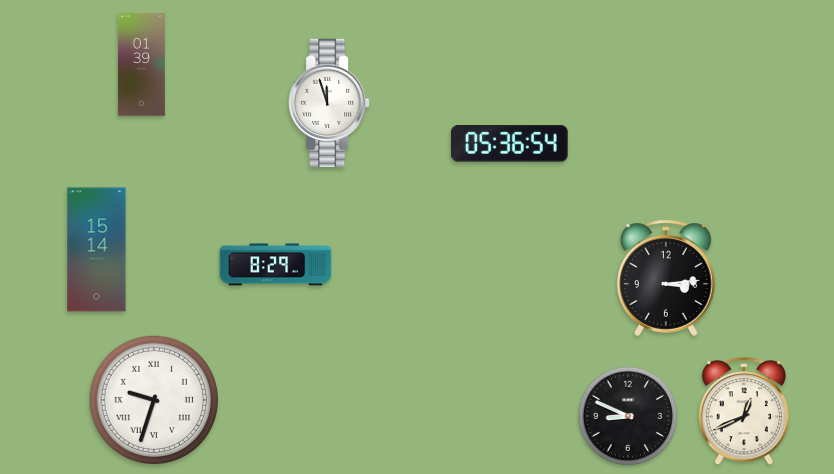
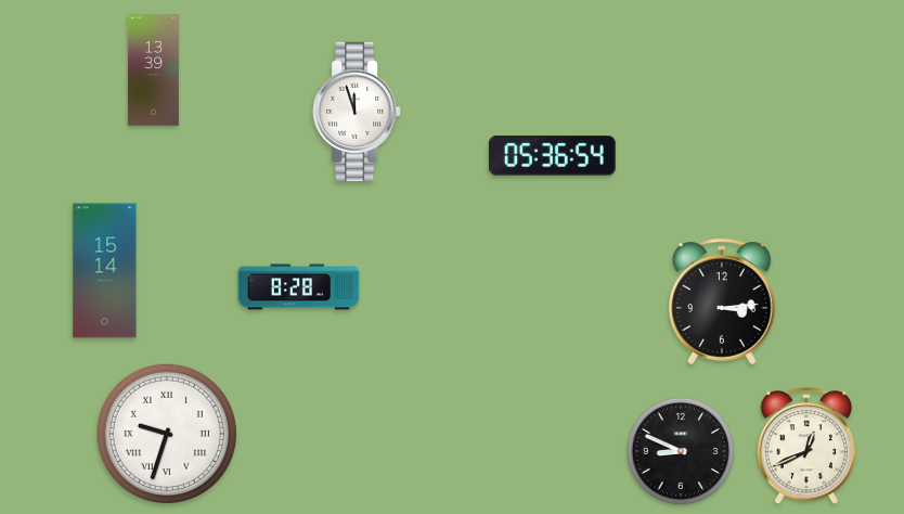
clock at (141, 65): 01:39 -> 13:39
clock at (276, 265): 8:29 -> 8:28
